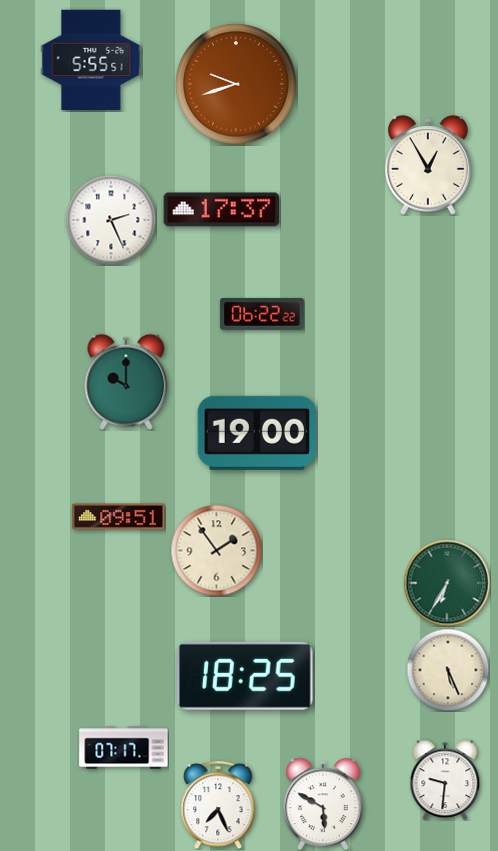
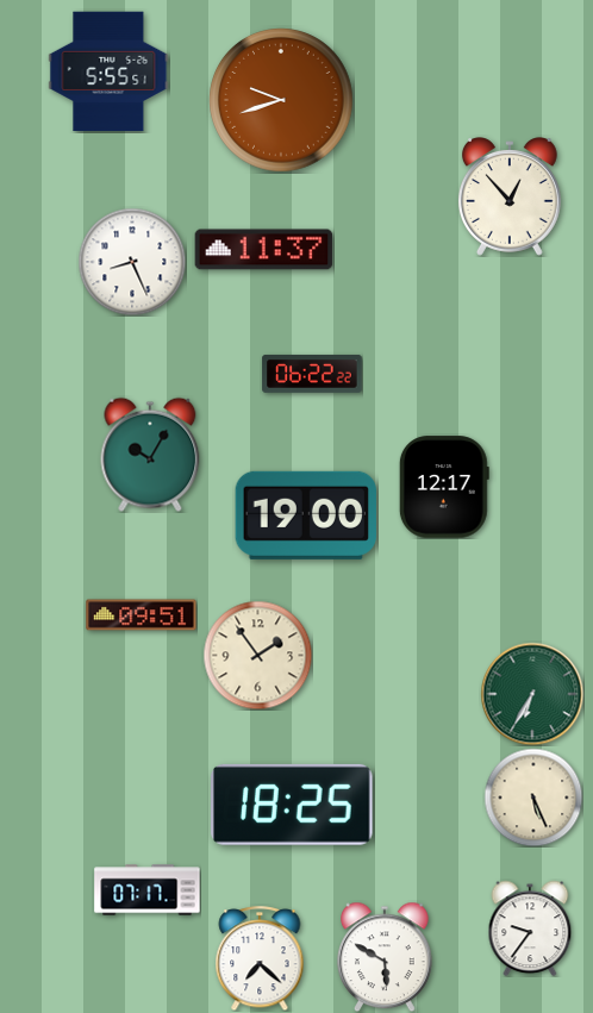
clock at (428, 165): 12:55 -> 12:53
clock at (222, 210): 17:37 -> 11:37
clock at (111, 220): 2:26 -> 8:26
clock at (126, 382): 10:00 -> 10:05
clock at (444, 487): none -> 12:17
clock at (445, 780): 9:31 -> 9:36
clock at (218, 805): 7:26 -> 7:22
